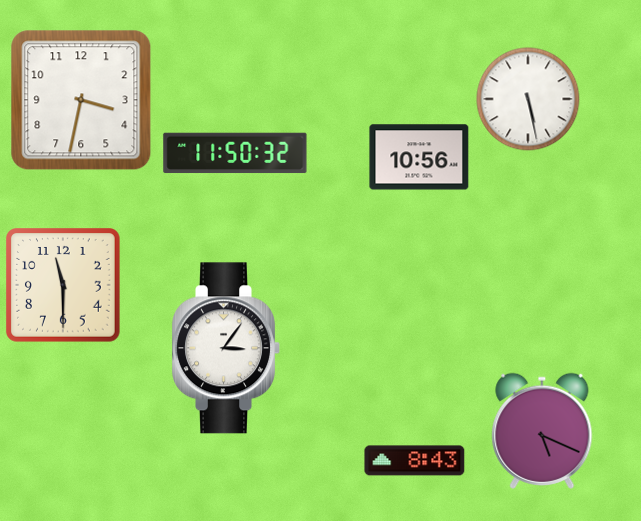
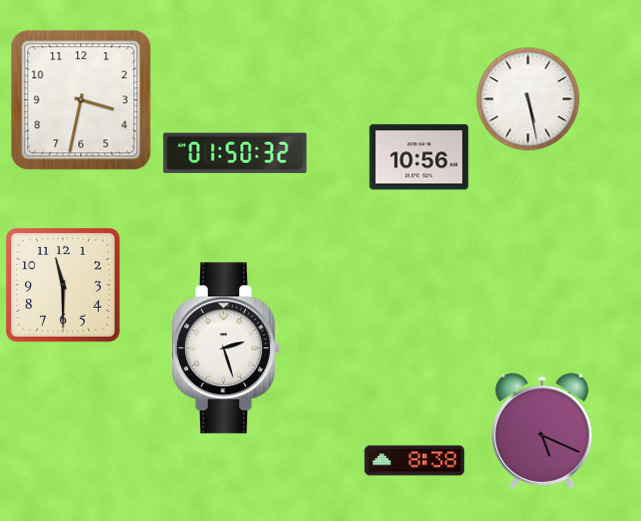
clock at (235, 153): 11:50 -> 01:50
clock at (226, 348): 3:06 -> 2:27
clock at (415, 461): 8:43 -> 8:38
